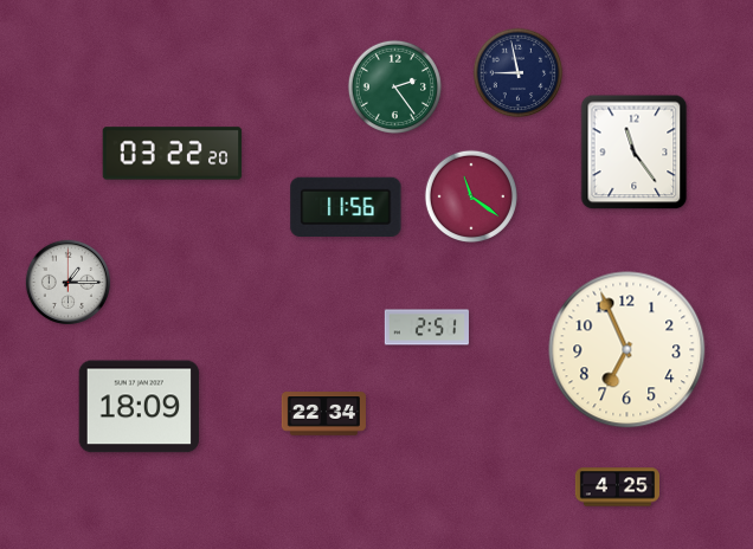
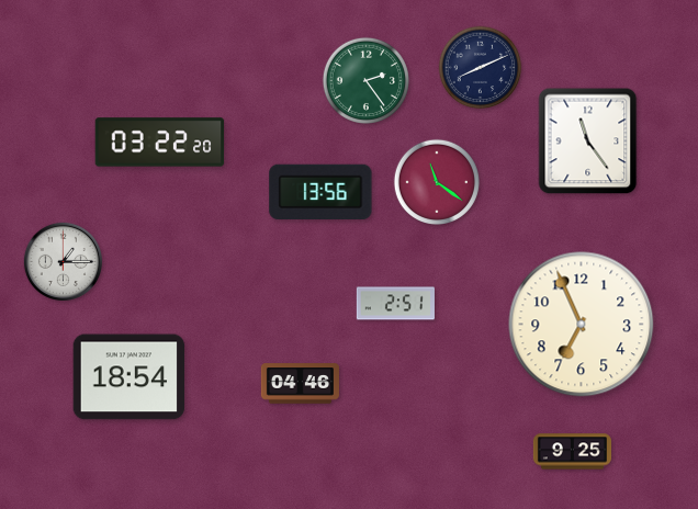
clock at (519, 73): 8:58 -> 8:11
clock at (346, 206): 11:56 -> 13:56
clock at (140, 407): 18:09 -> 18:54
clock at (323, 414): 22:34 -> 04:46
clock at (617, 487): 4:25 -> 9:25
